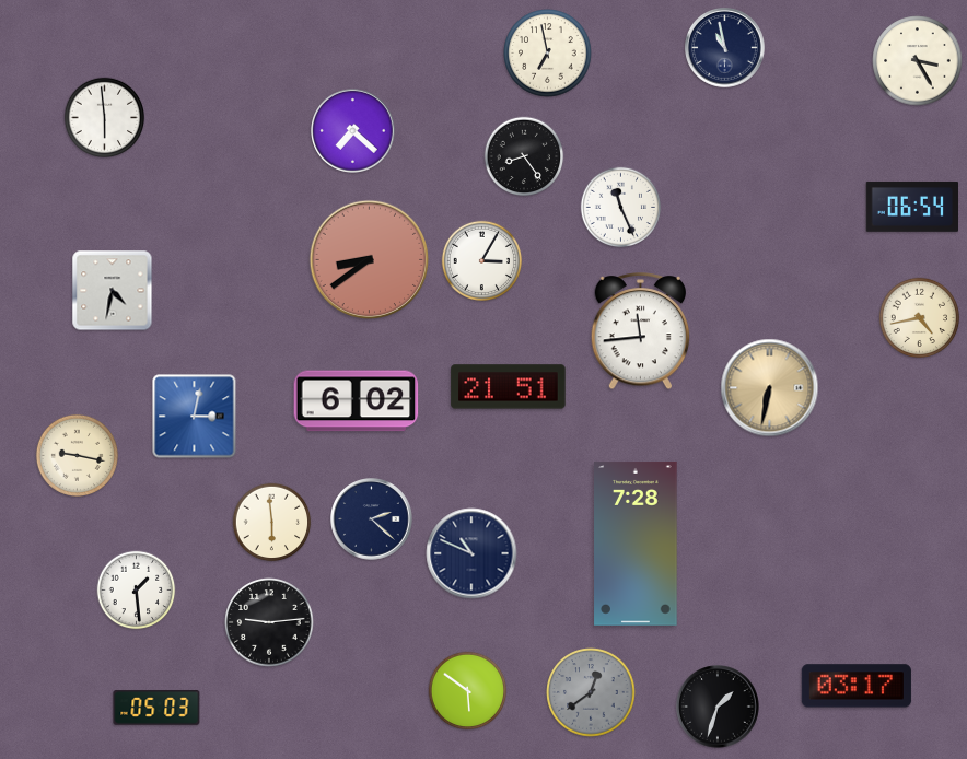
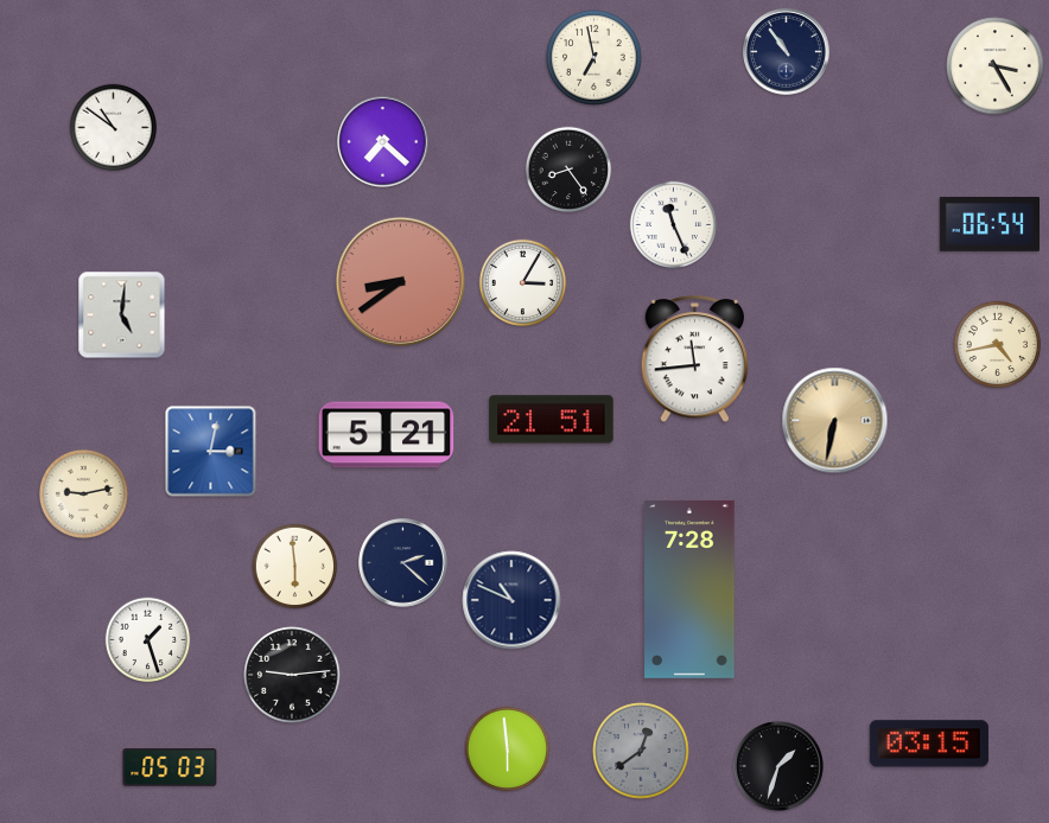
clock at (725, 48): 10:58 -> 10:54
clock at (105, 118): 5:59 -> 10:51
clock at (113, 291): 4:32 -> 5:01
clock at (357, 401): 6:02 -> 5:21
clock at (77, 455): 9:17 -> 9:13
clock at (137, 591): 1:29 -> 1:27
clock at (857, 686): 03:17 -> 03:15
clock at (468, 691): 5:51 -> 5:59
